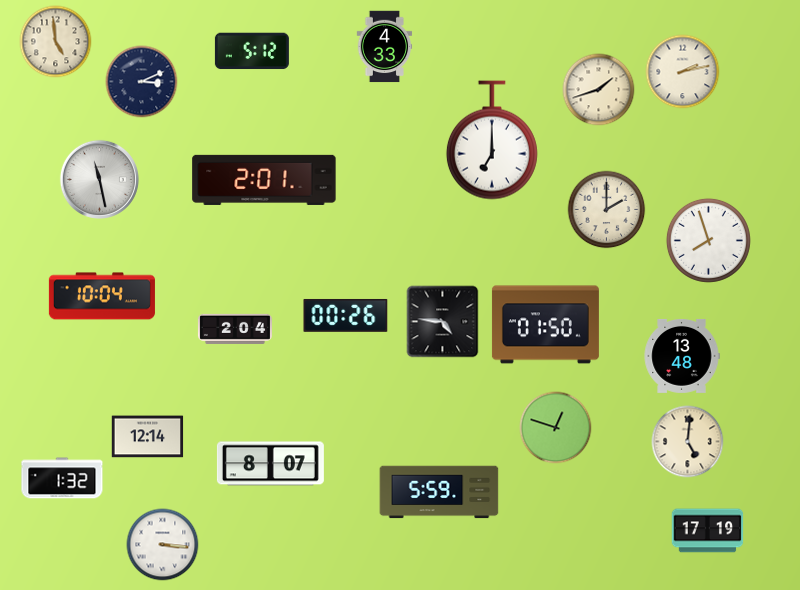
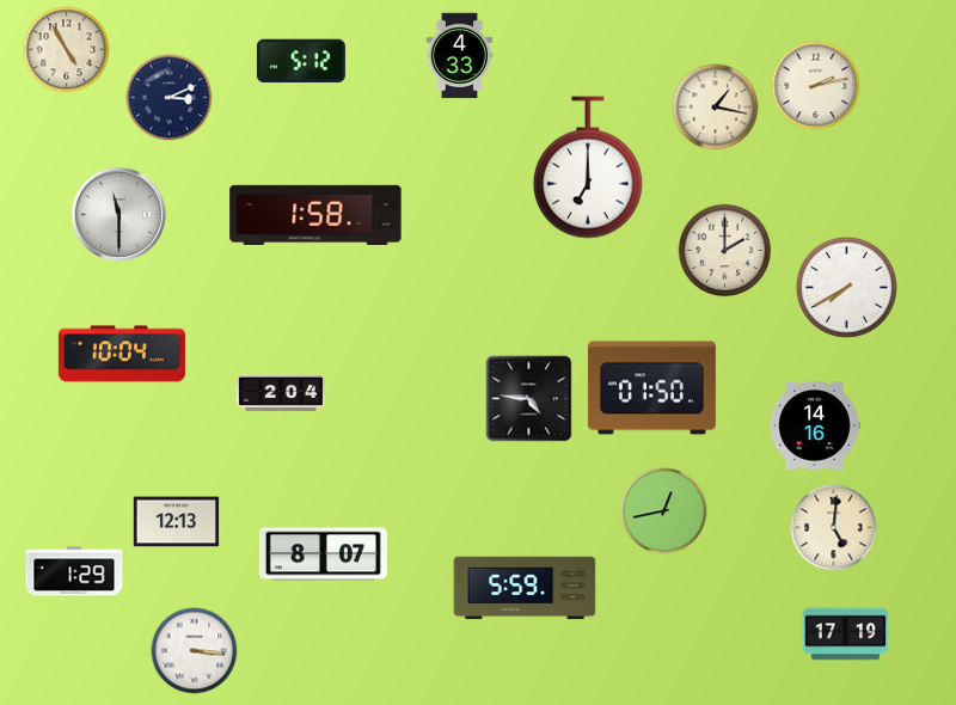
clock at (56, 42): 4:59 -> 4:55
clock at (599, 90): 1:42 -> 1:17
clock at (99, 179): 11:28 -> 11:30
clock at (264, 180): 2:01 -> 1:58
clock at (708, 240): 7:57 -> 7:40
clock at (346, 315): 00:26 -> none
clock at (443, 322) position: (443, 322) -> (529, 399)
clock at (682, 356): 13:48 -> 14:16
clock at (556, 428): 12:48 -> 12:43
clock at (148, 437): 12:14 -> 12:13
clock at (688, 442) position: (688, 442) -> (834, 528)
clock at (62, 478): 1:32 -> 1:29
